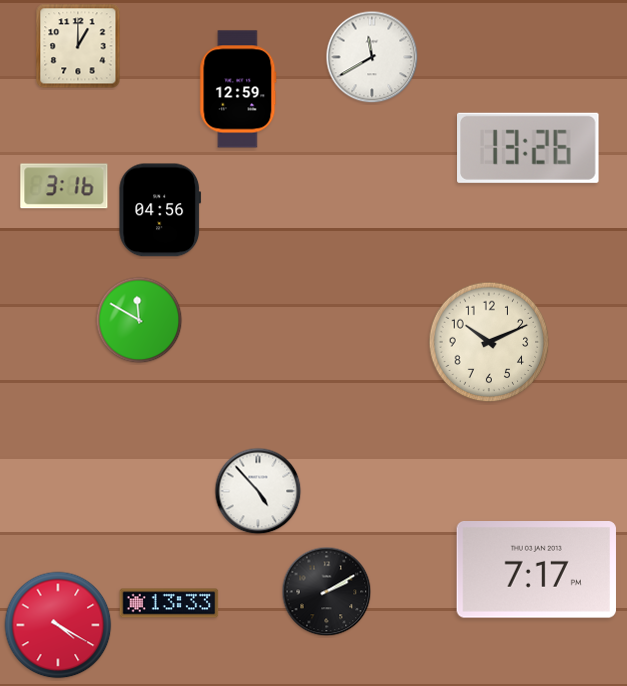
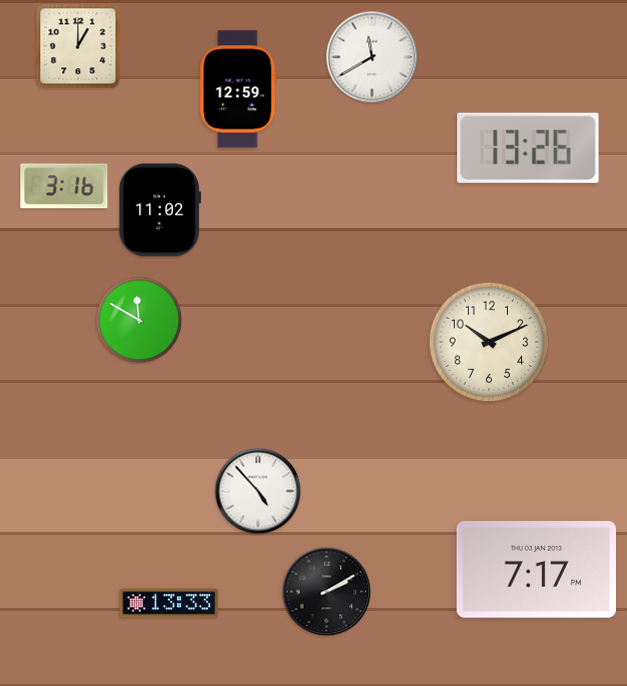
clock at (160, 210): 04:56 -> 11:02
clock at (58, 625): 4:20 -> none
